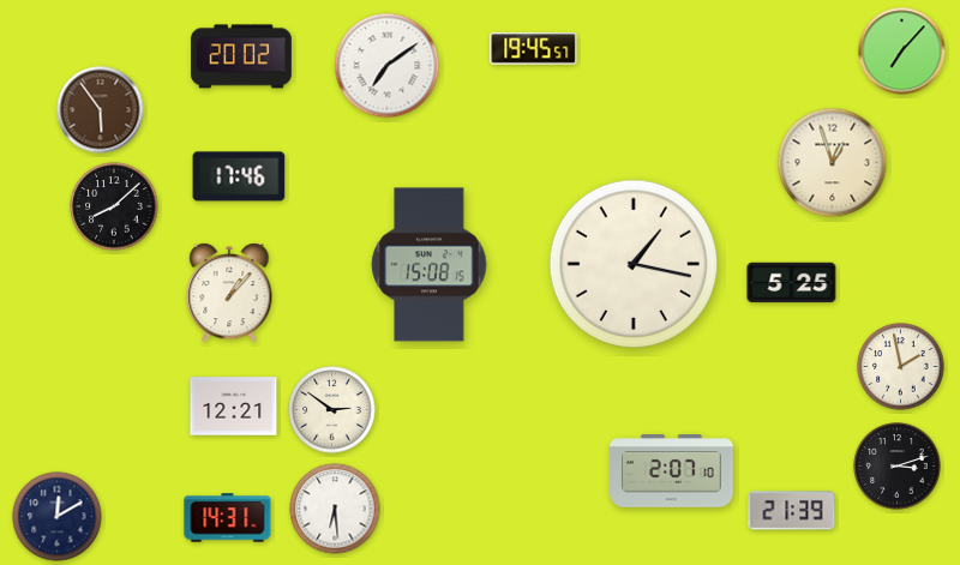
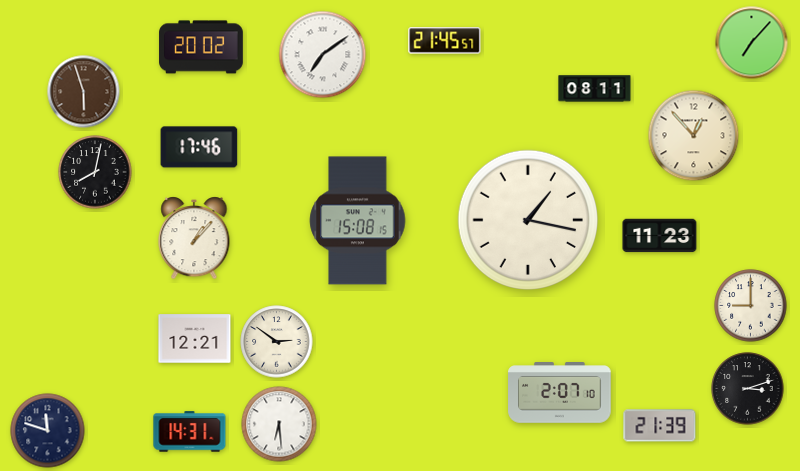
clock at (534, 49): 19:45 -> 21:45
clock at (595, 89): none -> 08:11
clock at (101, 110): 5:54 -> 5:57
clock at (833, 163): 12:57 -> 12:53
clock at (114, 206): 8:08 -> 8:02
clock at (792, 283): 5:25 -> 11:23
clock at (229, 294) position: (229, 294) -> (194, 239)
clock at (901, 367): 1:58 -> 9:00
clock at (58, 517): 12:10 -> 11:48
